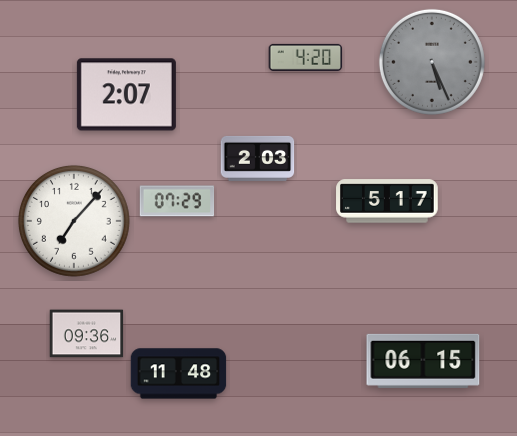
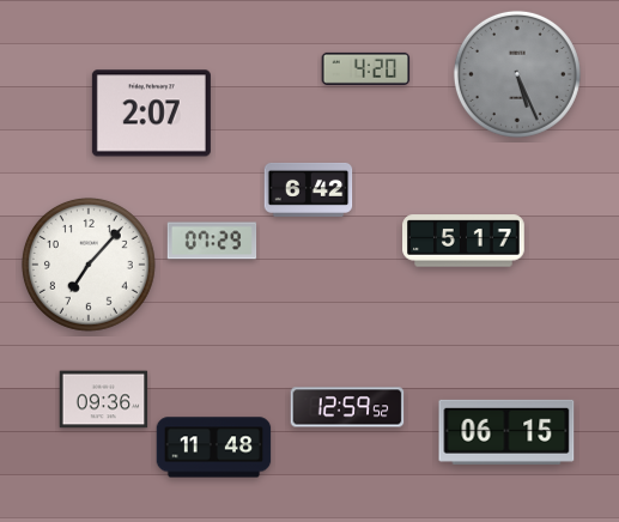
clock at (258, 158): 2:03 -> 6:42
clock at (347, 407): none -> 12:59
